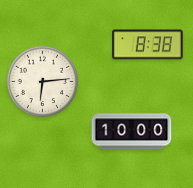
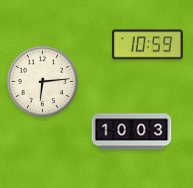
clock at (148, 45): 8:38 -> 10:59
clock at (132, 132): 10:00 -> 10:03
